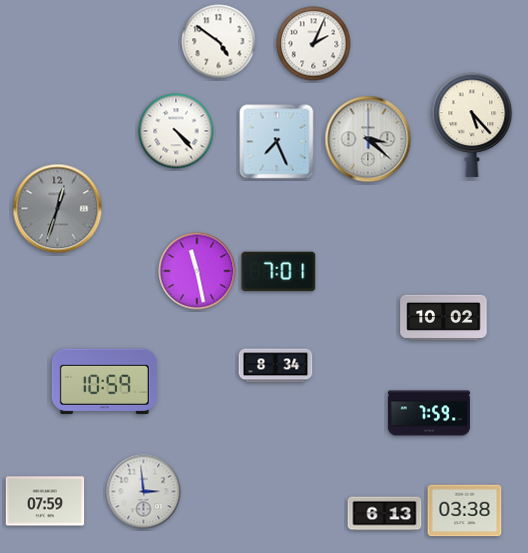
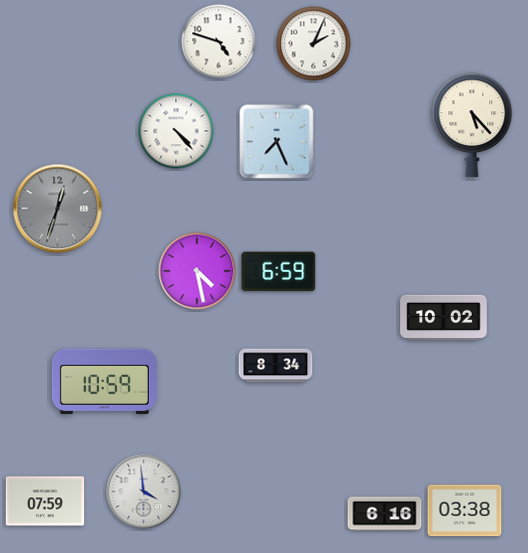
clock at (219, 42): 4:51 -> 4:48
clock at (368, 139): 3:22 -> none
clock at (197, 271): 11:28 -> 4:28
clock at (279, 272): 7:01 -> 6:59
clock at (429, 413): 7:59 -> none
clock at (144, 492): 2:59 -> 3:59
clock at (385, 514): 6:13 -> 6:16
